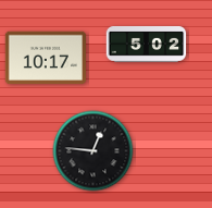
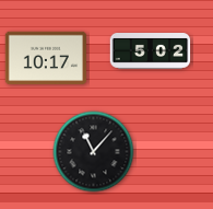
clock at (147, 45) position: (147, 45) -> (151, 51)
clock at (93, 151): 12:46 -> 11:07
